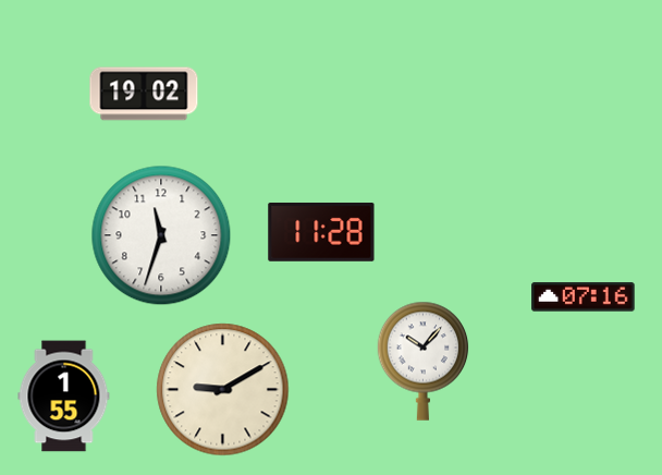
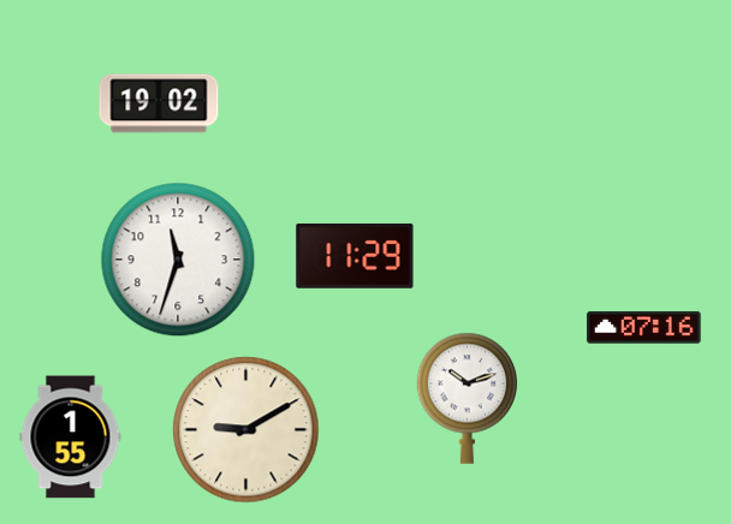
clock at (321, 232): 11:28 -> 11:29
clock at (424, 361): 10:07 -> 10:12
